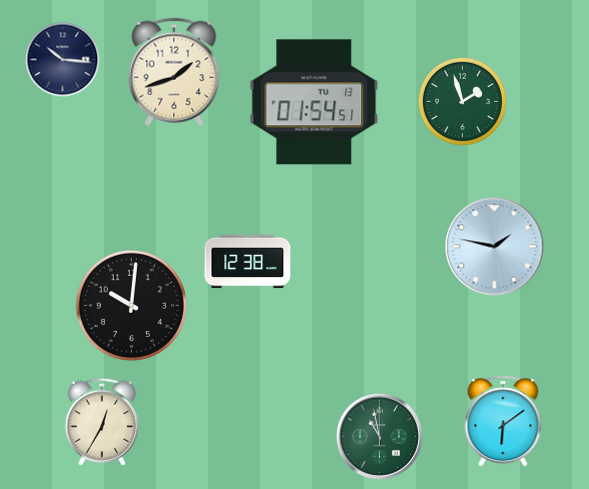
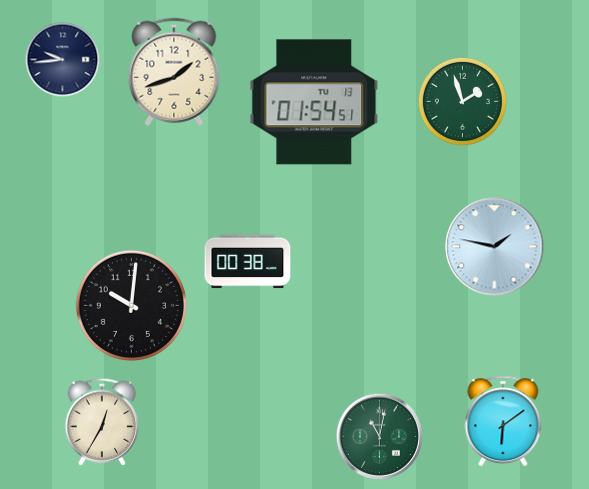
clock at (63, 60): 10:16 -> 9:44
clock at (248, 262): 12:38 -> 00:38
clock at (379, 436): 10:58 -> 11:02
